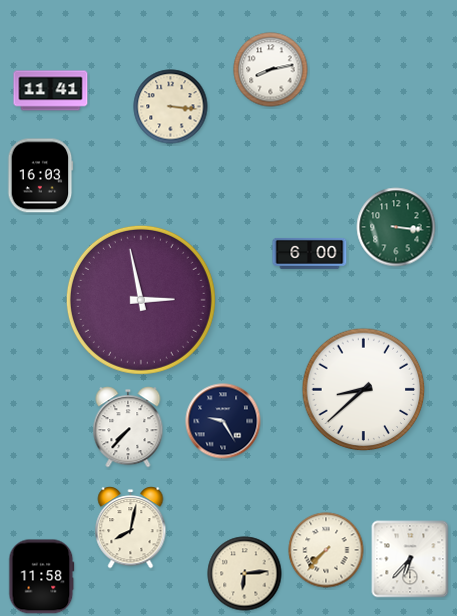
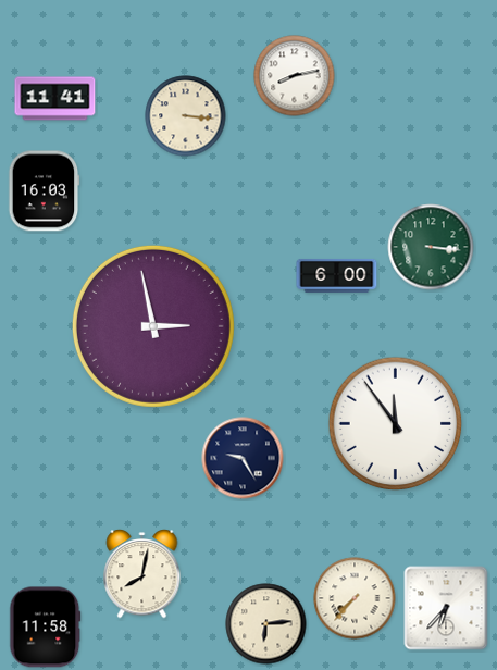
clock at (364, 390): 8:38 -> 11:54
clock at (128, 427): 7:37 -> none
